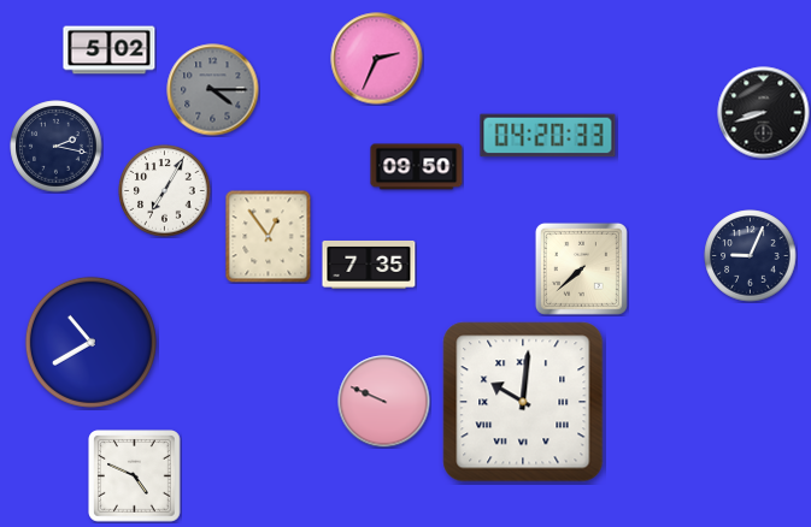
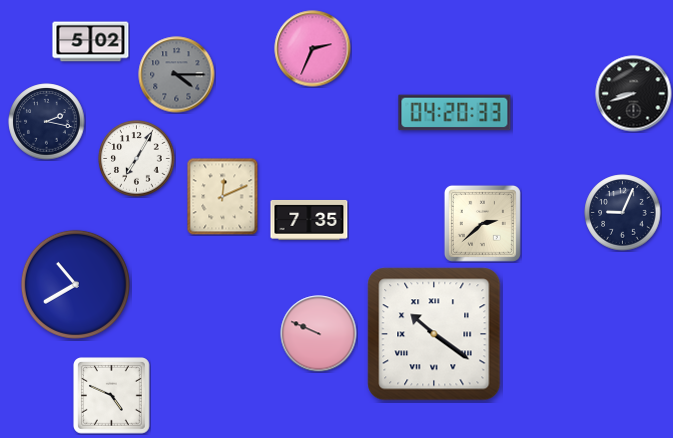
clock at (417, 167): 09:50 -> none
clock at (269, 236): 12:54 -> 12:11
clock at (369, 265) position: (369, 265) -> (309, 220)
clock at (581, 268): 7:38 -> 2:38
clock at (523, 402): 10:01 -> 10:21
